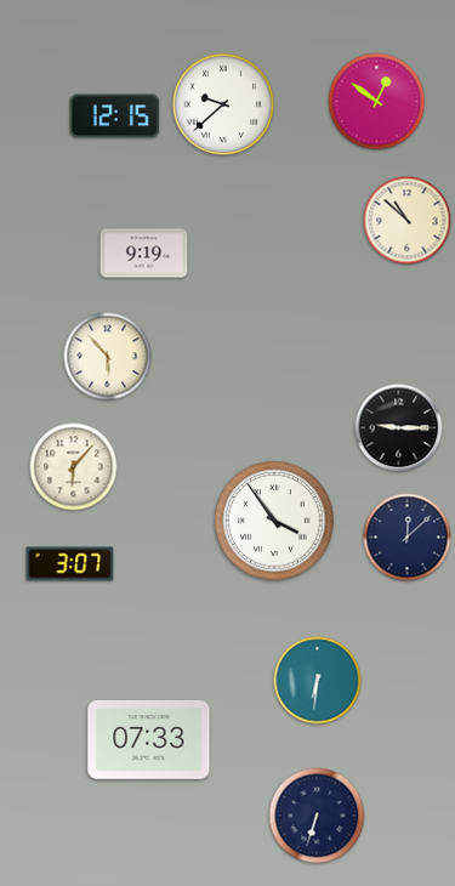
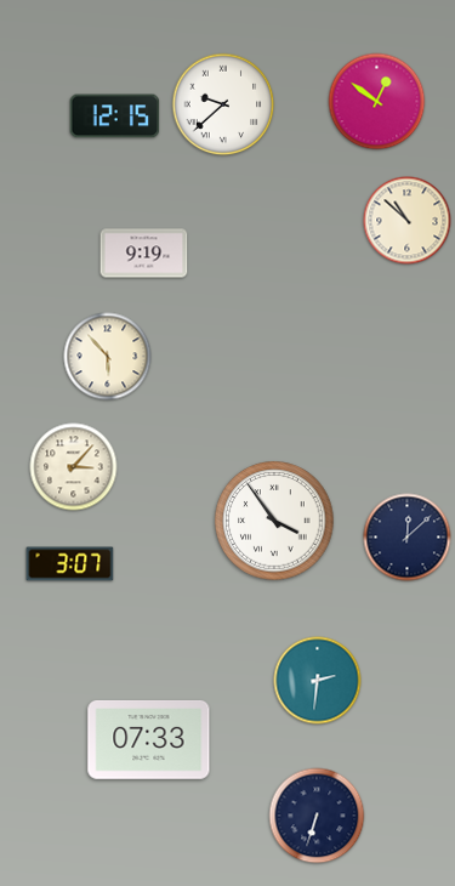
clock at (399, 428): 9:15 -> none
clock at (74, 467): 6:07 -> 3:07
clock at (318, 681): 6:31 -> 2:31
